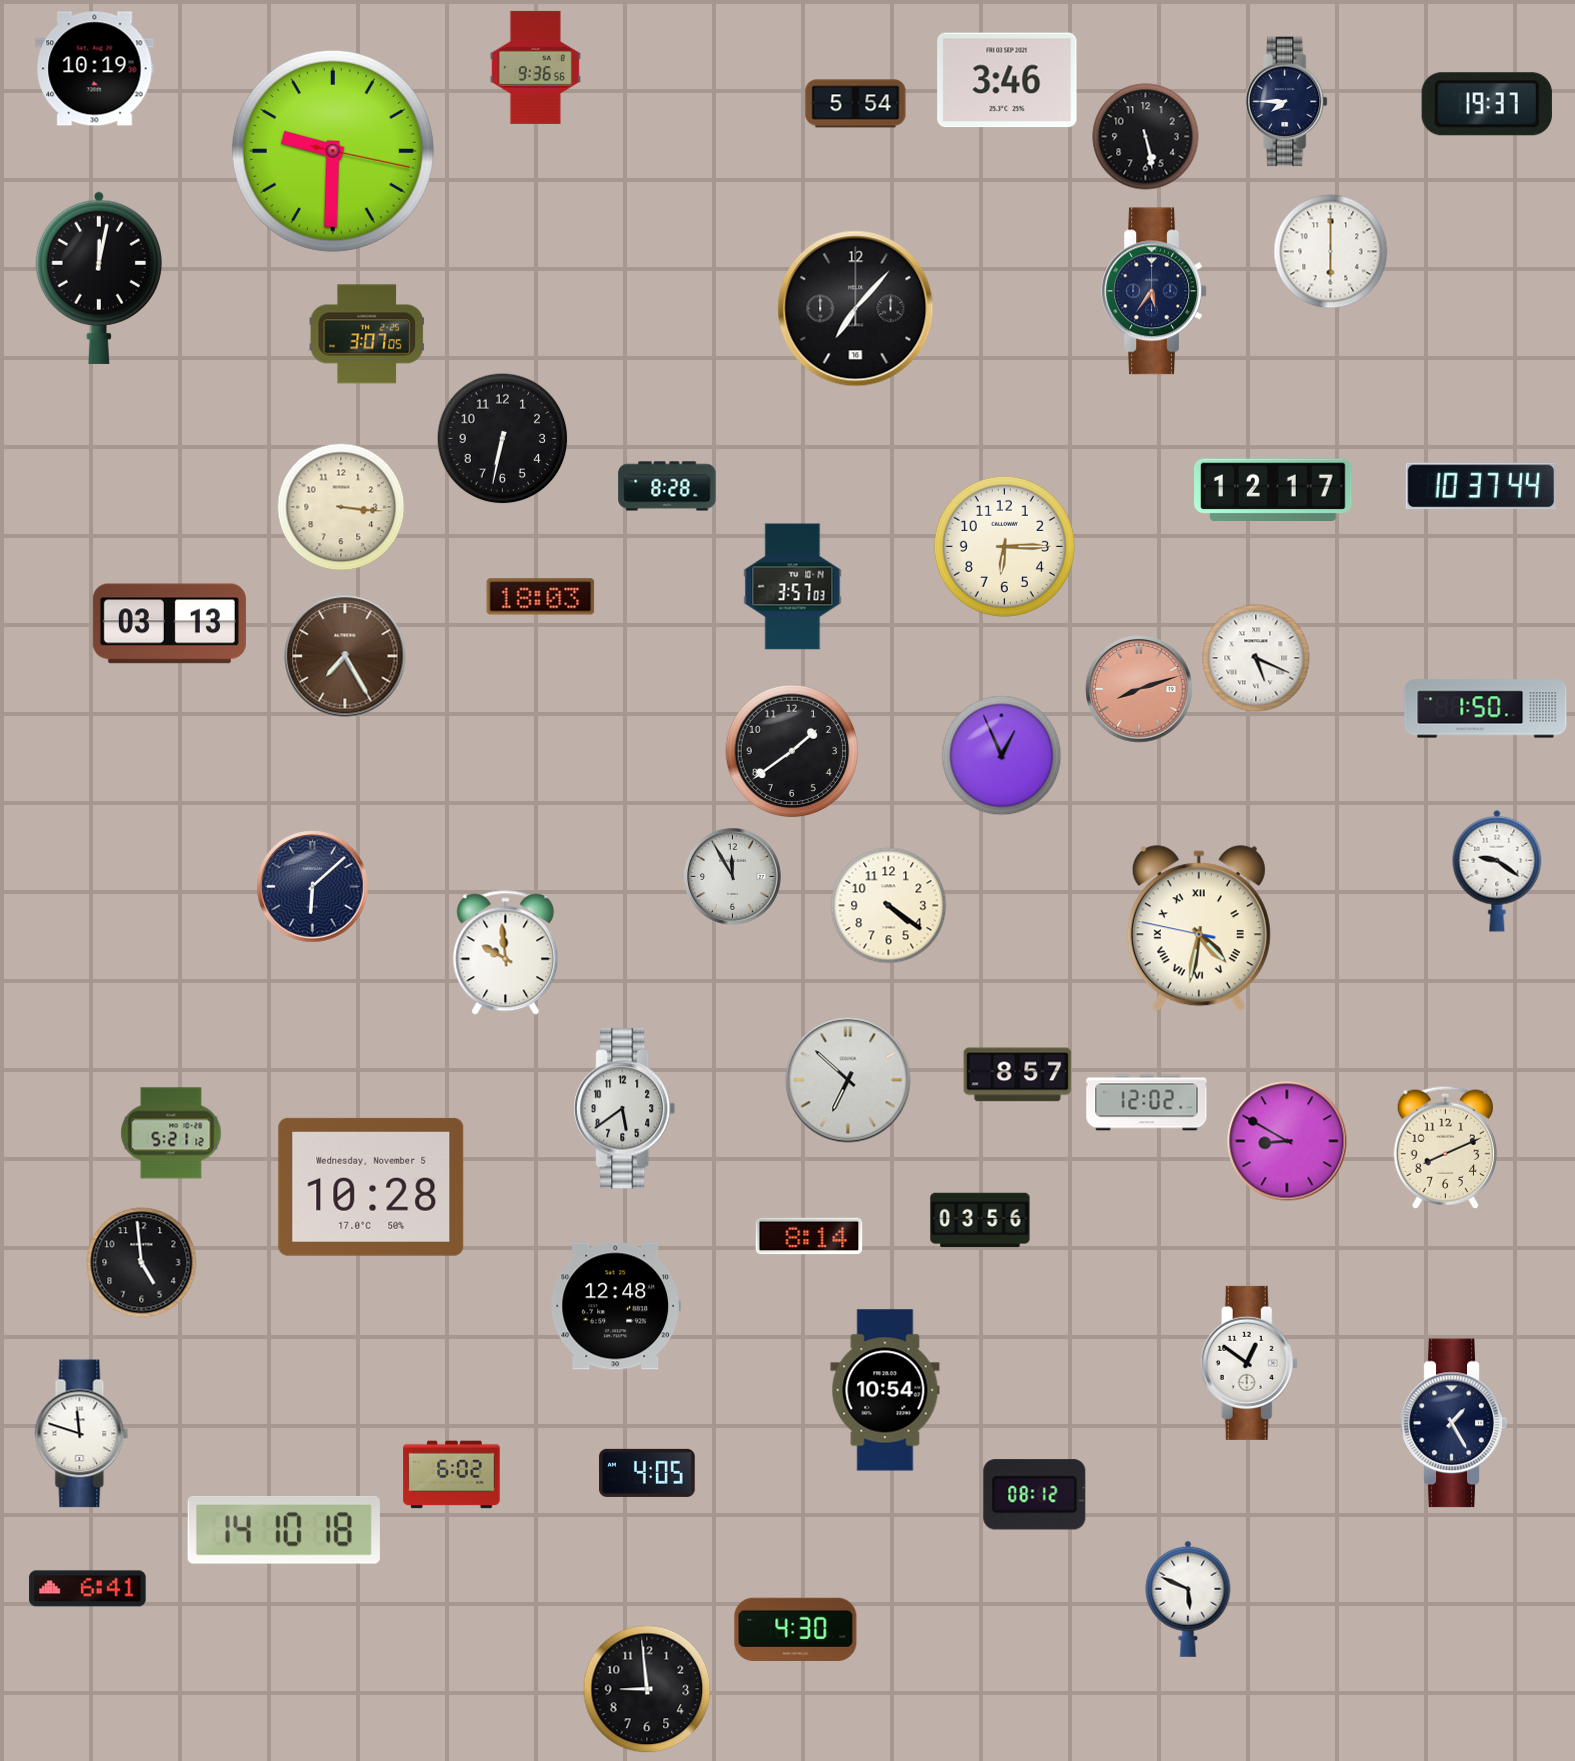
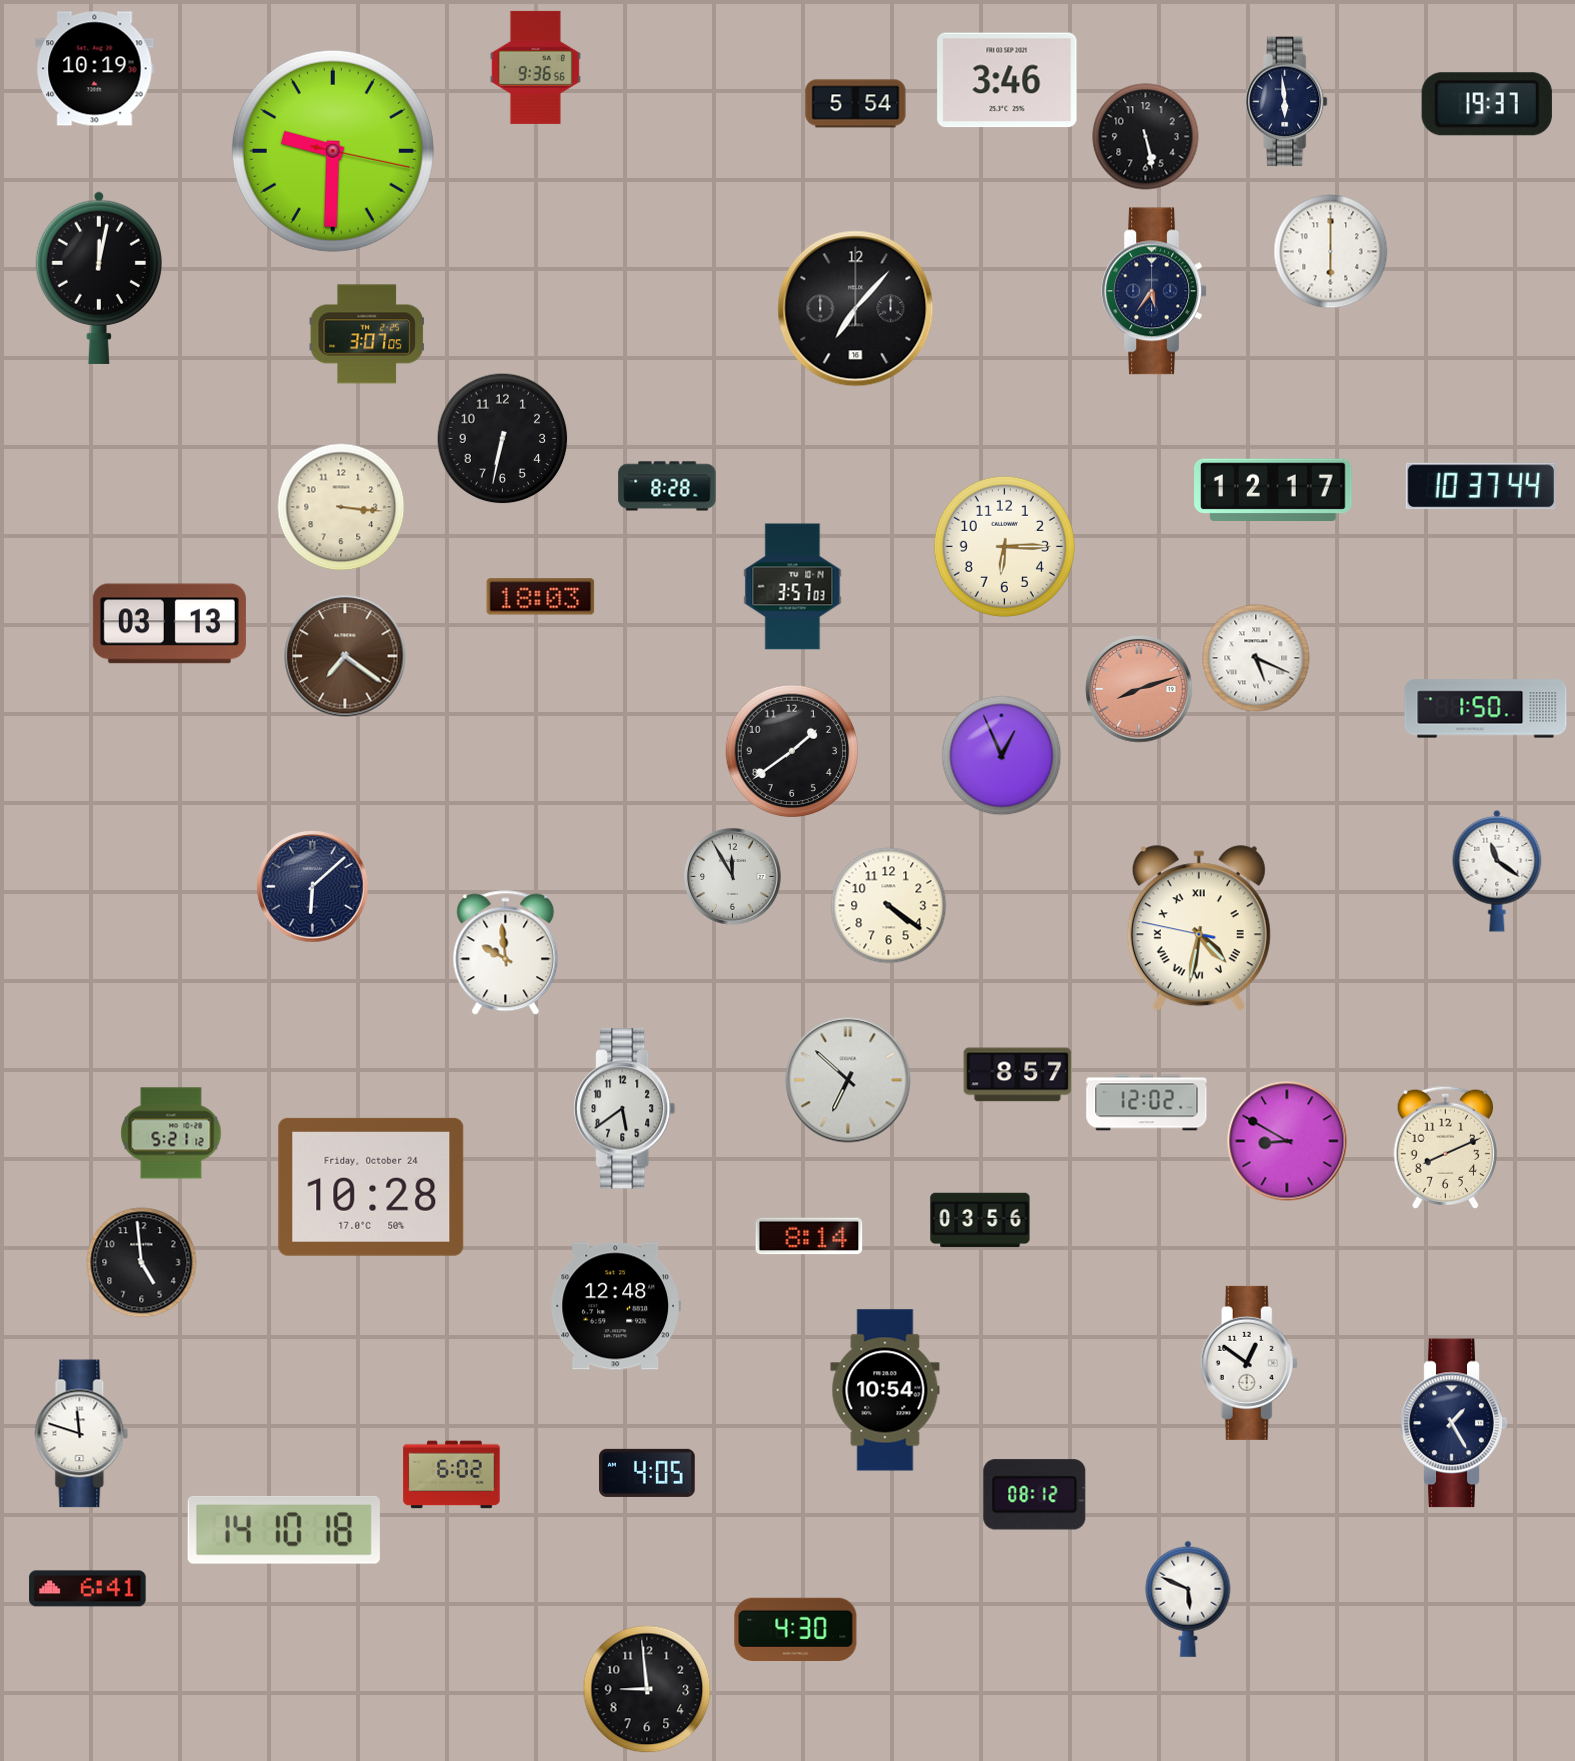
clock at (1287, 102): 7:45 -> 5:59
clock at (345, 656): 7:25 -> 7:21
clock at (1497, 871): 9:21 -> 11:21
clock at (371, 1187) date: Wednesday, November 5 -> Friday, October 24
